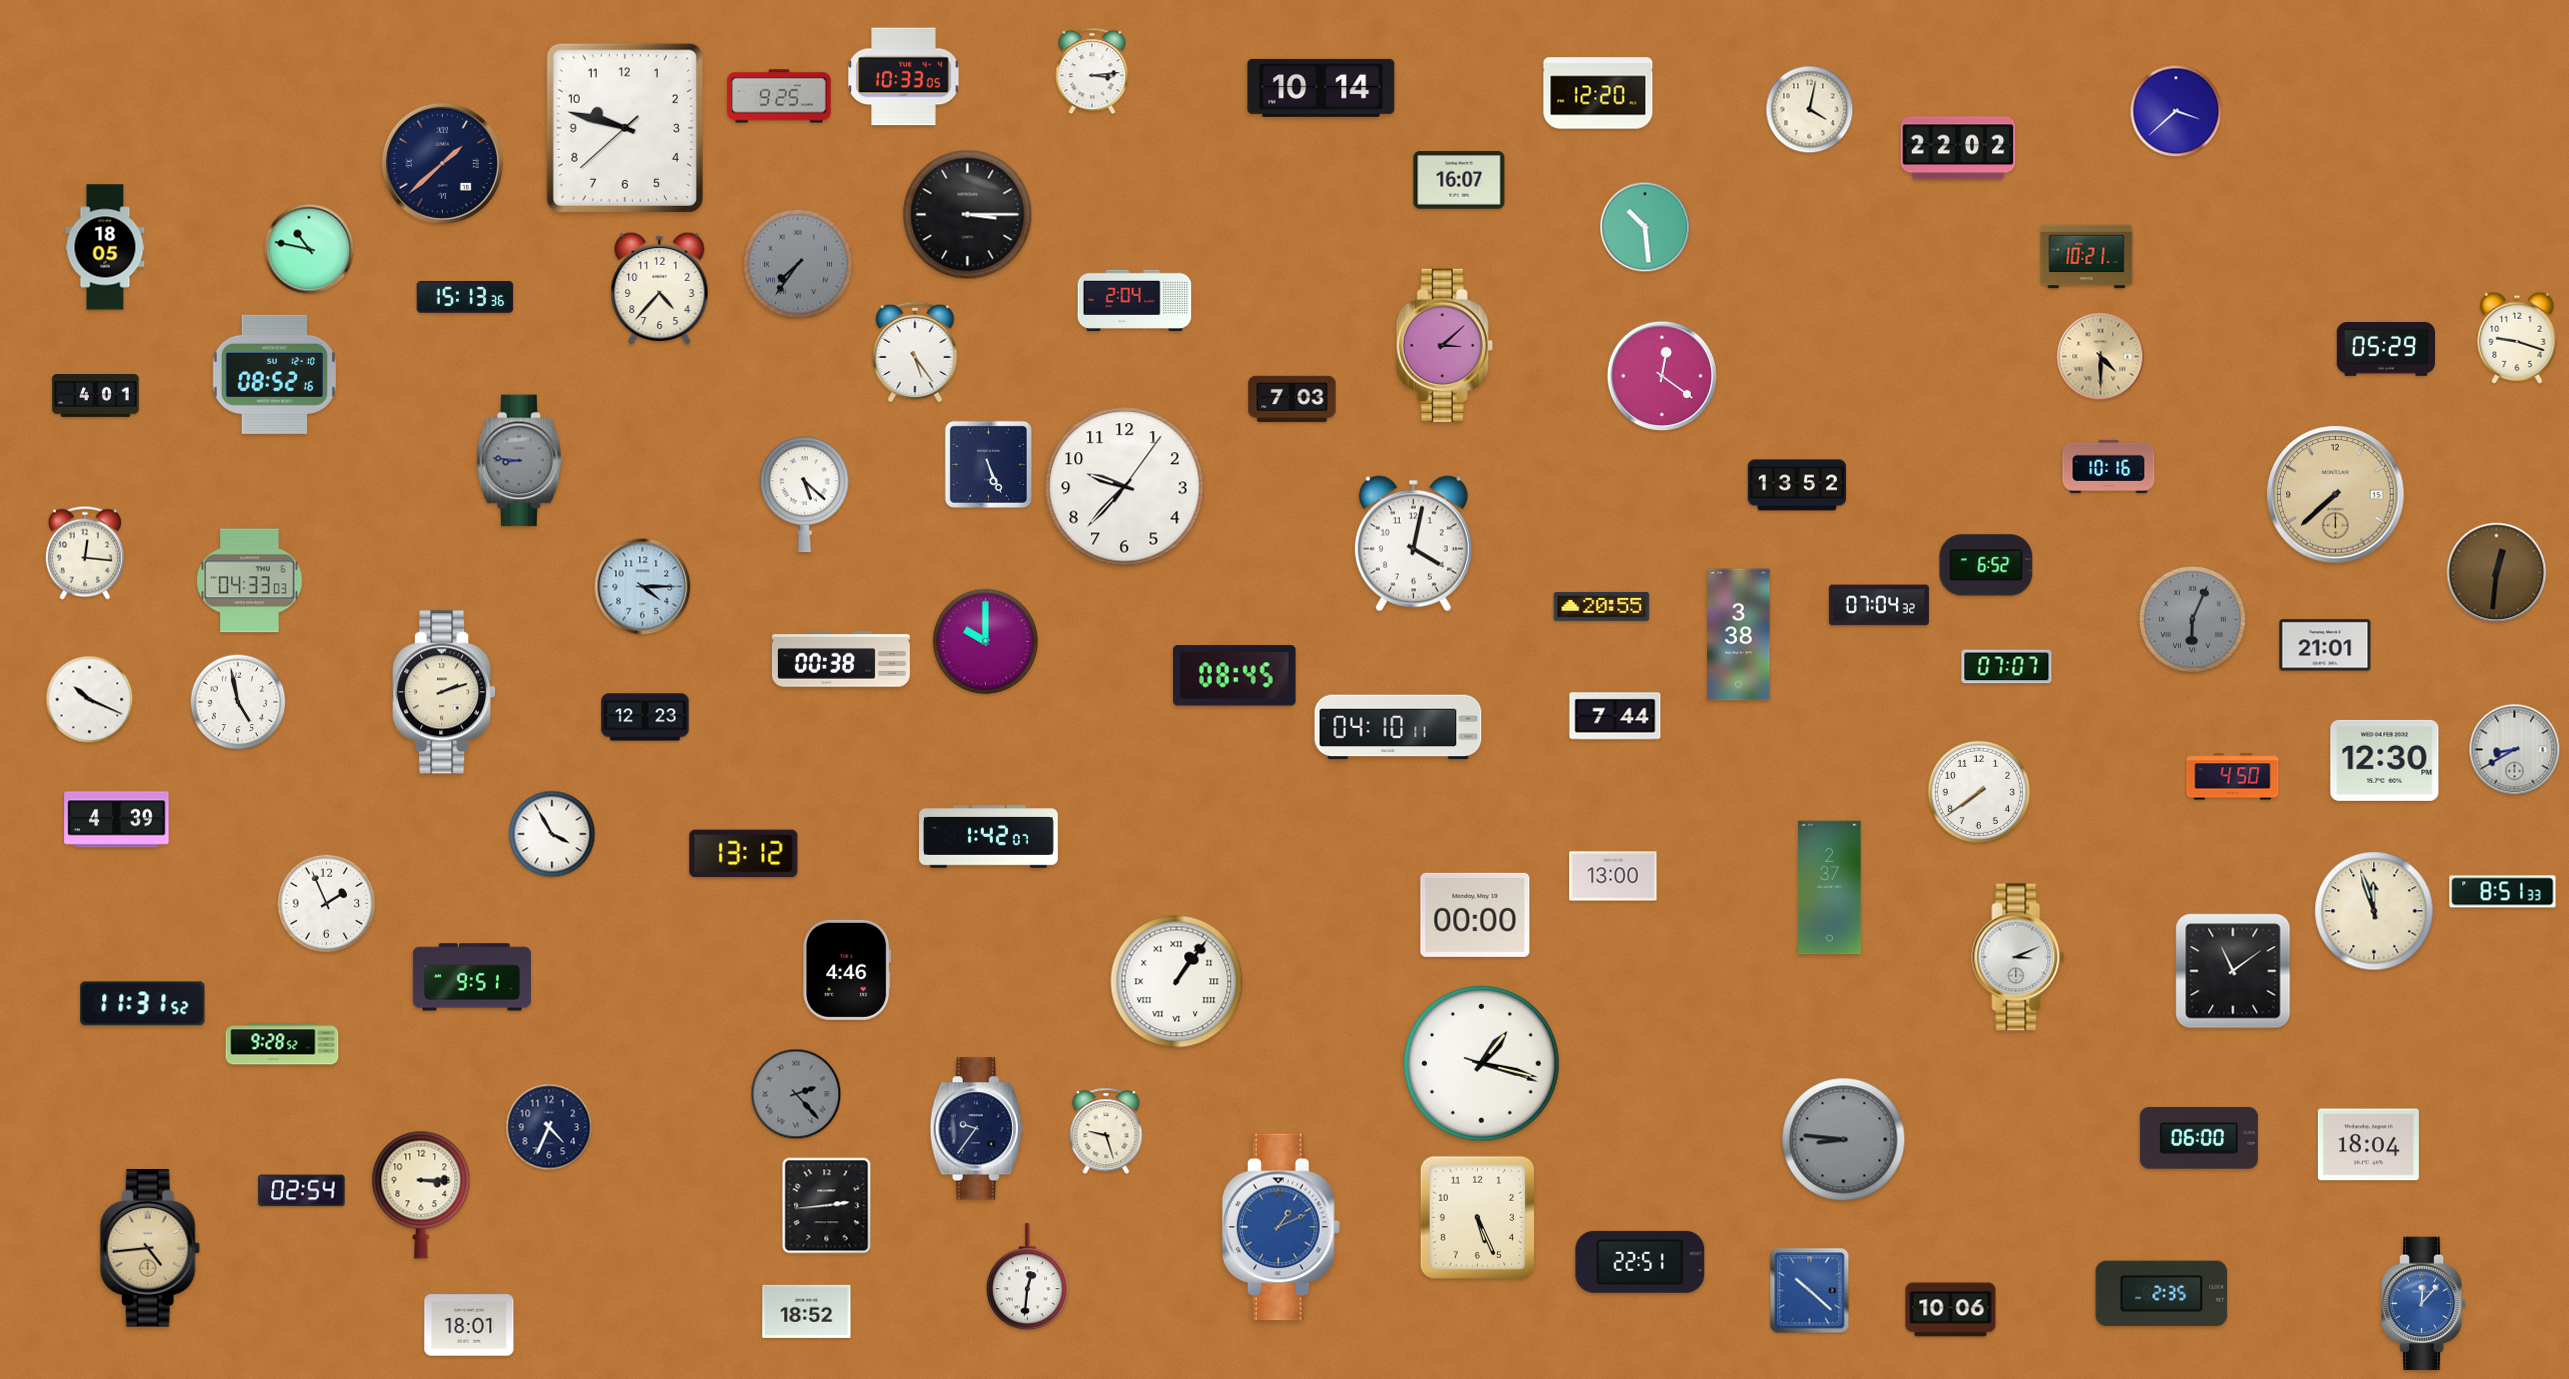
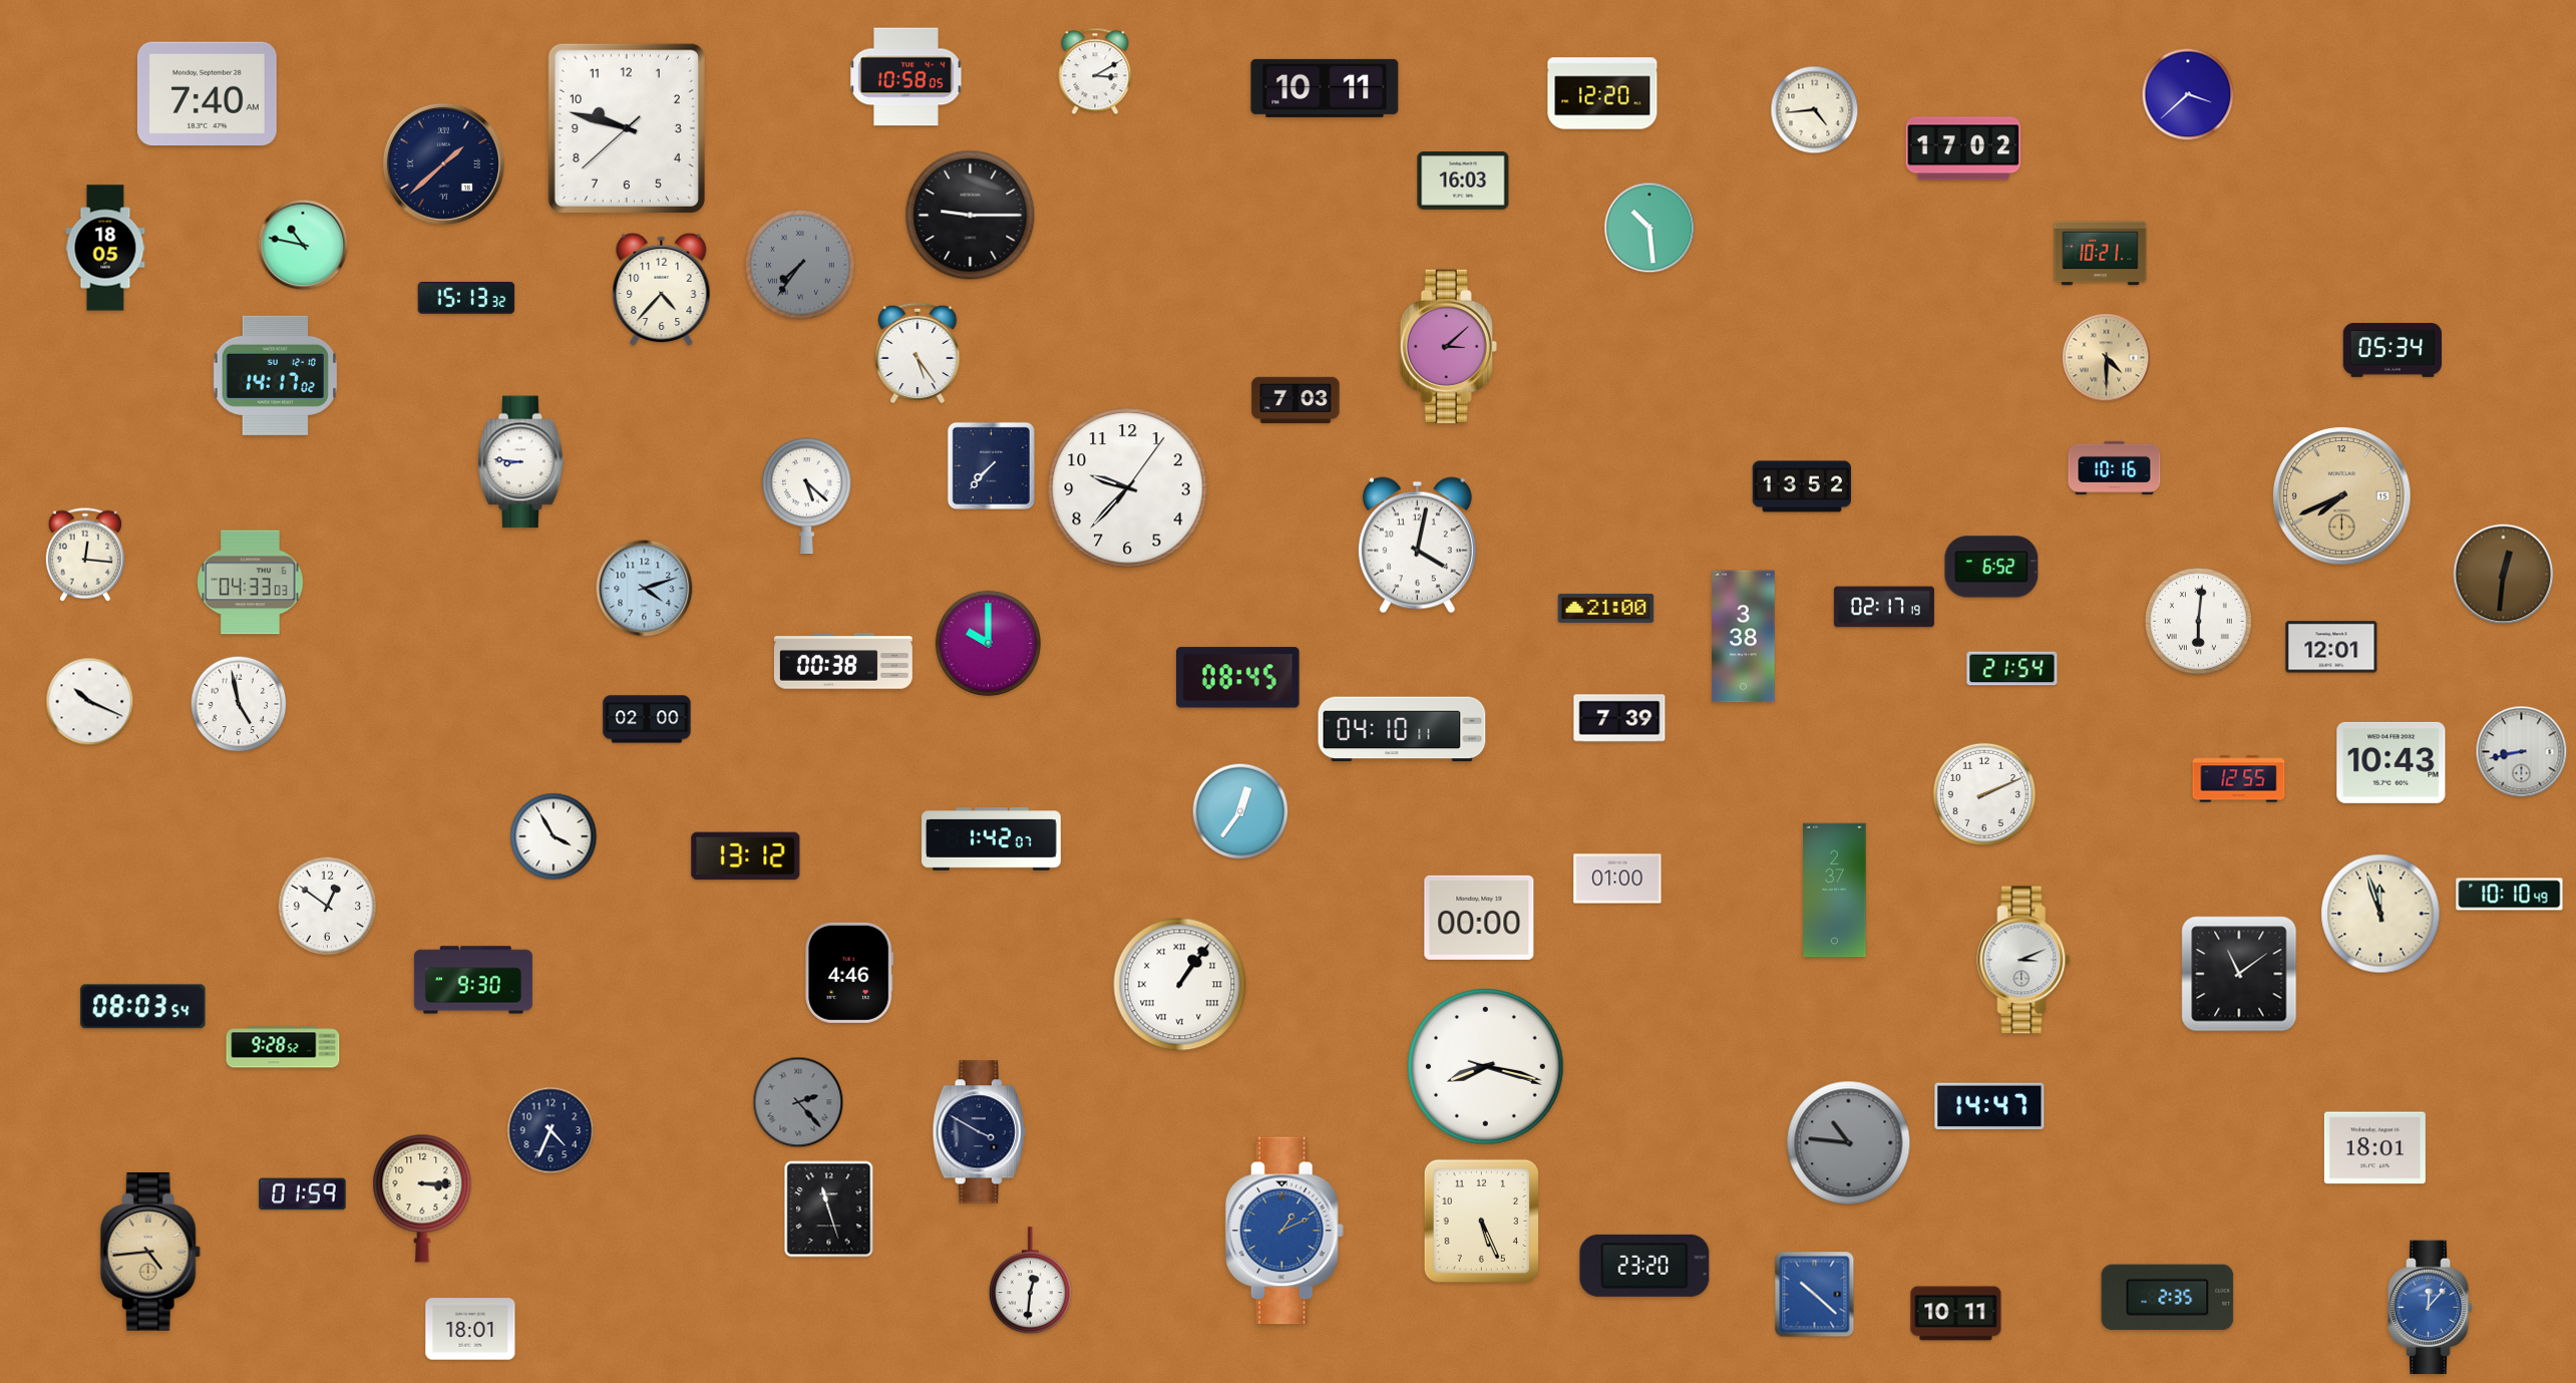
clock at (1092, 71): 3:14 -> 3:10
clock at (904, 77): 10:33 -> 10:58
clock at (1321, 88): 10:14 -> 10:11
clock at (207, 94): none -> 7:40
clock at (779, 96): 9:25 -> none
clock at (1810, 110): 4:02 -> 4:44
clock at (2176, 111) position: (2176, 111) -> (2188, 94)
clock at (1958, 148): 22:02 -> 17:02
clock at (1459, 180): 16:07 -> 16:03
clock at (968, 215): 3:15 -> 9:15
clock at (309, 249) position: (309, 249) -> (303, 245)
clock at (2087, 257) position: (2087, 257) -> (2101, 254)
clock at (465, 298): 15:13:36 -> 15:13:32
clock at (1135, 301): 2:04 -> none
clock at (2517, 338): 9:18 -> none
clock at (2385, 349): 05:29 -> 05:34
clock at (274, 374): 08:52 -> 14:17
clock at (1661, 375): 12:21 -> none
clock at (96, 395): 4:01 -> none
clock at (520, 461) dial: grey -> white
clock at (988, 464): 5:26 -> 7:37
clock at (2336, 495): 7:38 -> 7:41
clock at (643, 587): 4:15 -> 4:12
clock at (1879, 605): 07:04 -> 02:17
clock at (1602, 606): 20:55 -> 21:00
clock at (2192, 619): 6:04 -> 6:01
clock at (2192, 619) dial: grey -> white
clock at (2325, 645): 21:01 -> 12:01
clock at (2007, 667): 07:07 -> 21:54
clock at (444, 692): 2:12 -> none
clock at (1615, 716): 7:44 -> 7:39
clock at (645, 717): 12:23 -> 02:00
clock at (2515, 750): 8:40 -> 8:43
clock at (2385, 760): 12:30 -> 10:43
clock at (2233, 777): 4:50 -> 12:55
clock at (1979, 792): 7:39 -> 2:11
clock at (1240, 811): none -> 12:36
clock at (117, 820): 4:39 -> none
clock at (1613, 876): 13:00 -> 01:00
clock at (2503, 892): 8:51 -> 10:10
clock at (327, 904): 1:56 -> 12:51
clock at (472, 977): 9:51 -> 9:30
clock at (143, 1004): 11:31 -> 08:03
clock at (1482, 1064): 1:17 -> 8:17
clock at (796, 1094) position: (796, 1094) -> (798, 1102)
clock at (1989, 1106): none -> 14:47
clock at (976, 1129): 9:36 -> 3:50
clock at (1106, 1131): 9:27 -> none
clock at (2199, 1138): 06:00 -> none
clock at (1844, 1140): 8:46 -> 10:46
clock at (2368, 1145): 18:04 -> 18:01
clock at (302, 1191): 02:54 -> 01:59
clock at (827, 1206): 2:44 -> 11:27
clock at (1640, 1262): 22:51 -> 23:20
clock at (1951, 1310): 10:06 -> 10:11
clock at (807, 1311): 18:52 -> none
